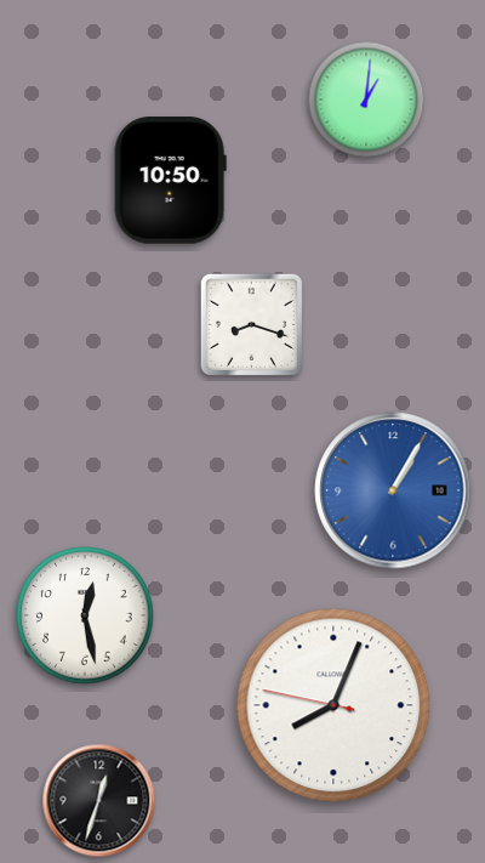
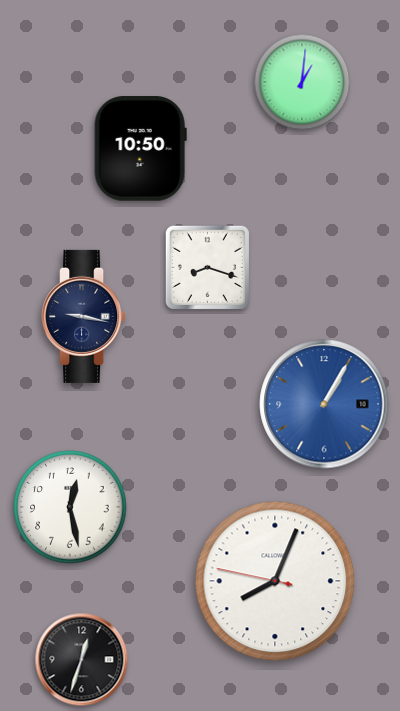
clock at (84, 316): none -> 9:17
